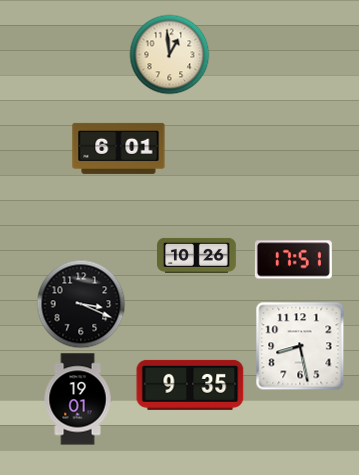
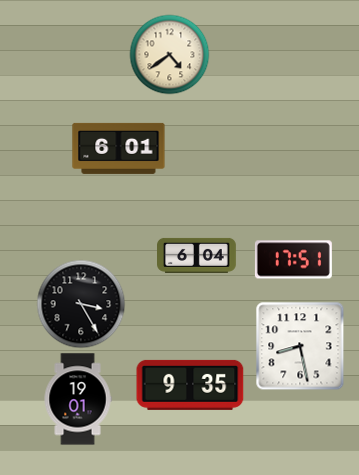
clock at (169, 54): 12:59 -> 4:39
clock at (197, 255): 10:26 -> 6:04
clock at (81, 304): 3:19 -> 3:25
